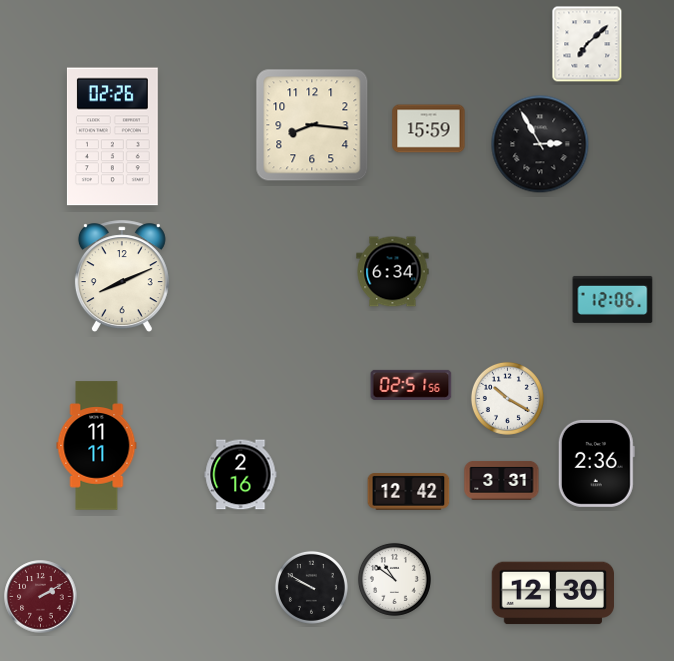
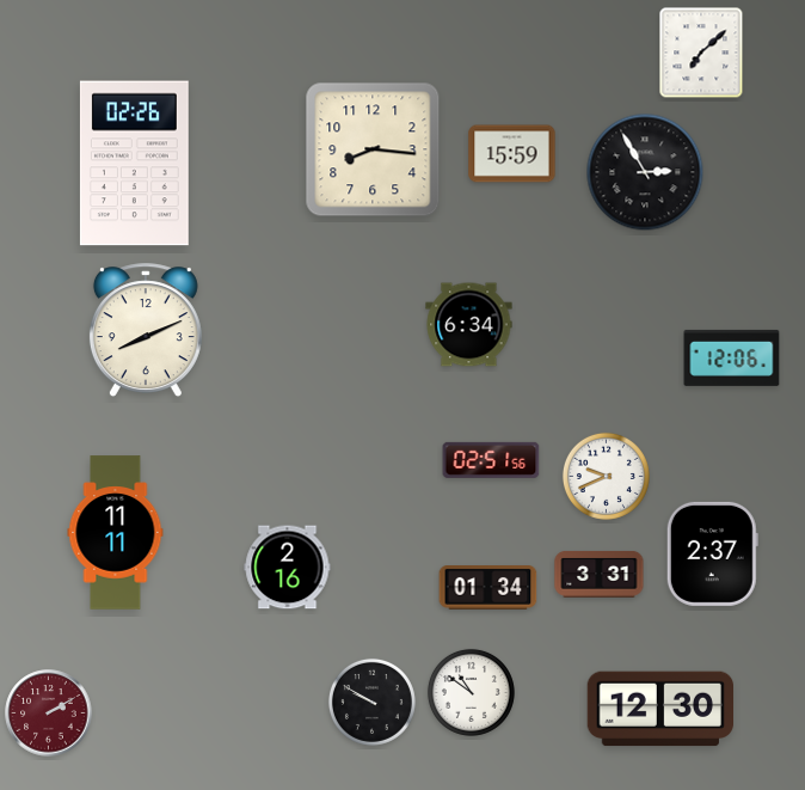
clock at (507, 398): 10:20 -> 9:41
clock at (596, 463): 2:36 -> 2:37
clock at (409, 492): 12:42 -> 01:34
